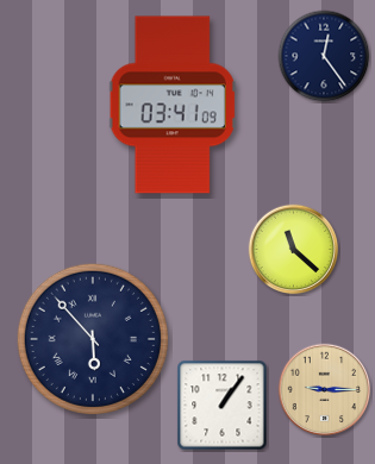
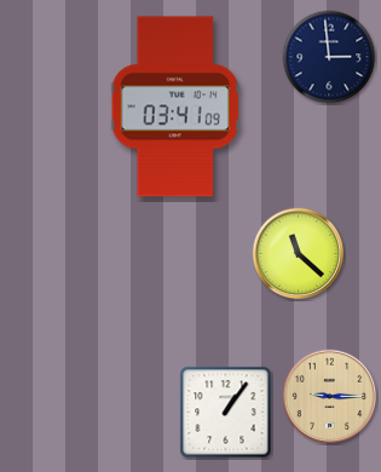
clock at (324, 56): 12:24 -> 2:59
clock at (93, 339): 5:53 -> none
